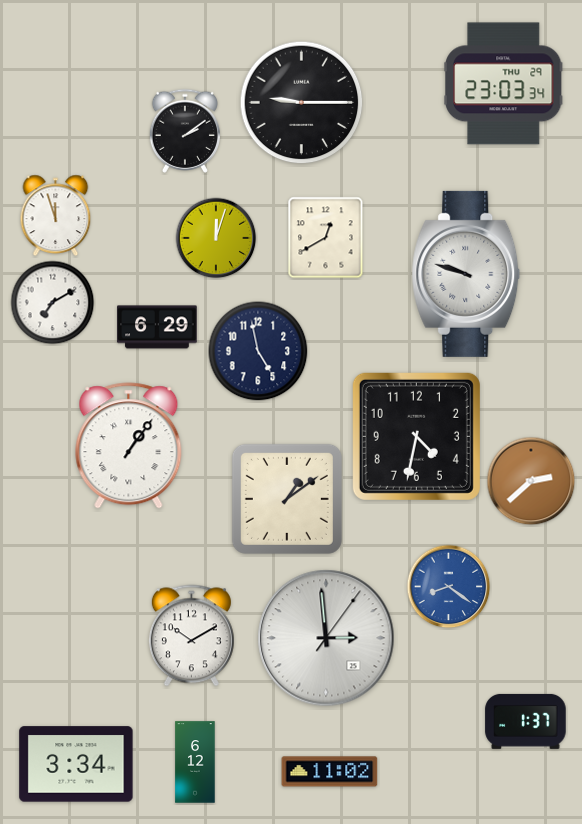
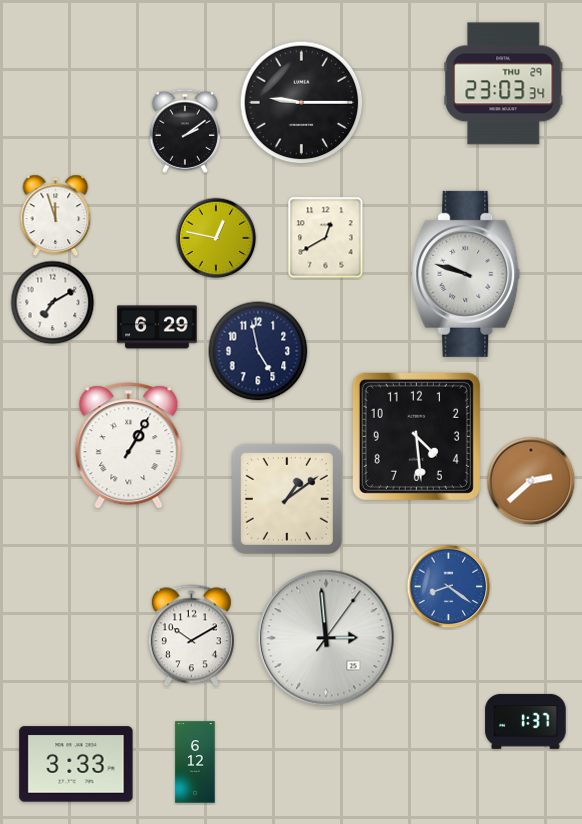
clock at (216, 238): 12:03 -> 12:47
clock at (416, 436): 4:32 -> 4:29
clock at (129, 446): 1:06 -> 1:05
clock at (76, 764): 3:34 -> 3:33
clock at (330, 772): 11:02 -> none
